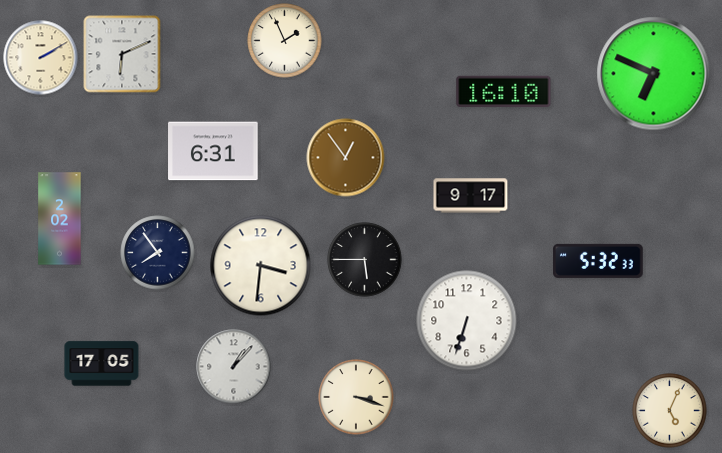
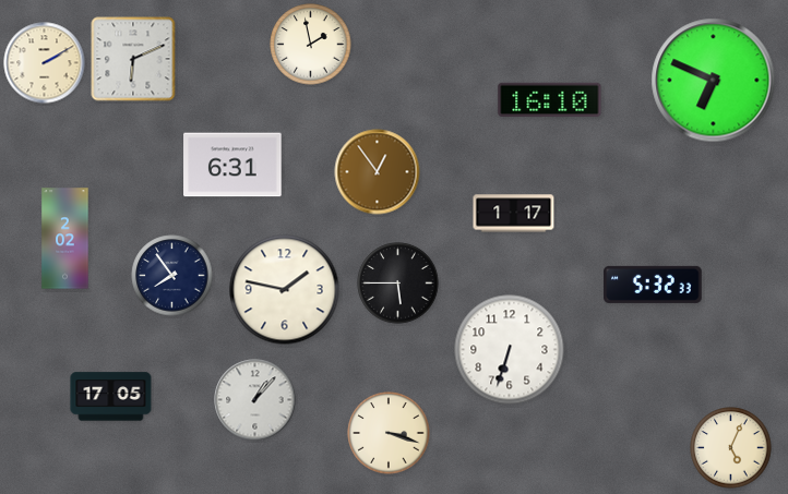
clock at (285, 41): 1:56 -> 1:58
clock at (471, 196): 9:17 -> 1:17
clock at (261, 266): 3:31 -> 1:47
